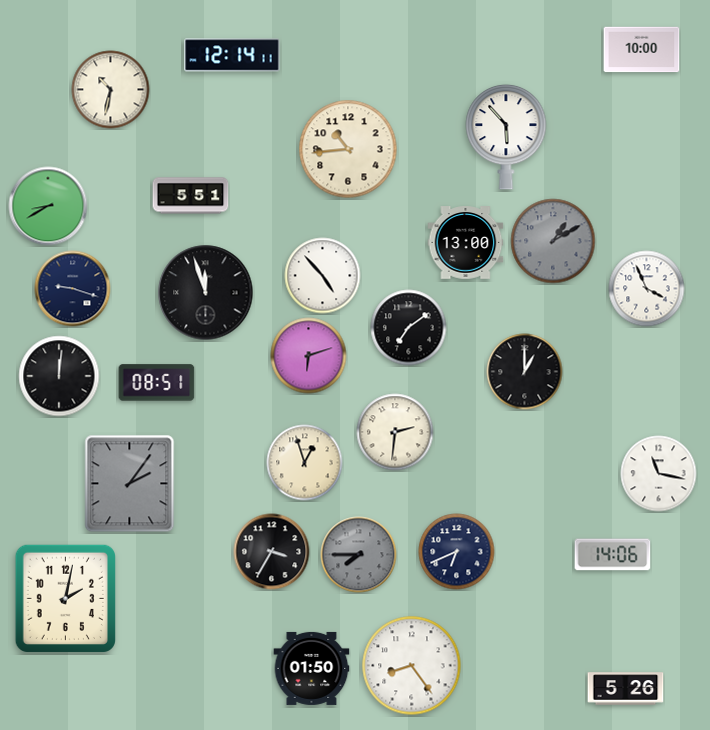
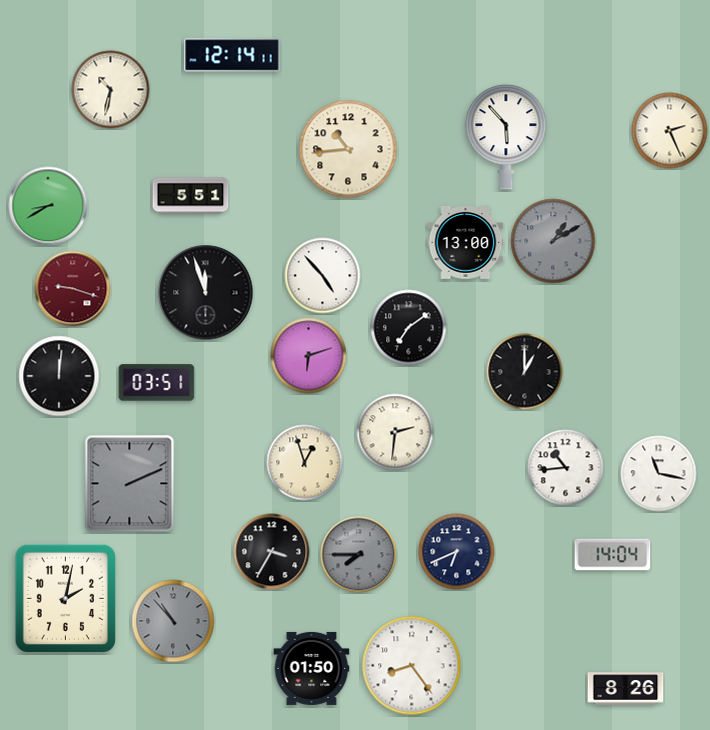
clock at (642, 50): 10:00 -> none
clock at (670, 131): none -> 2:26
clock at (73, 289) dial: navy -> burgundy
clock at (647, 289): 3:56 -> none
clock at (157, 383): 08:51 -> 03:51
clock at (566, 468): none -> 10:44
clock at (130, 484): 2:06 -> 2:11
clock at (613, 555): 14:06 -> 14:04
clock at (173, 621): none -> 10:53
clock at (626, 689): 5:26 -> 8:26
